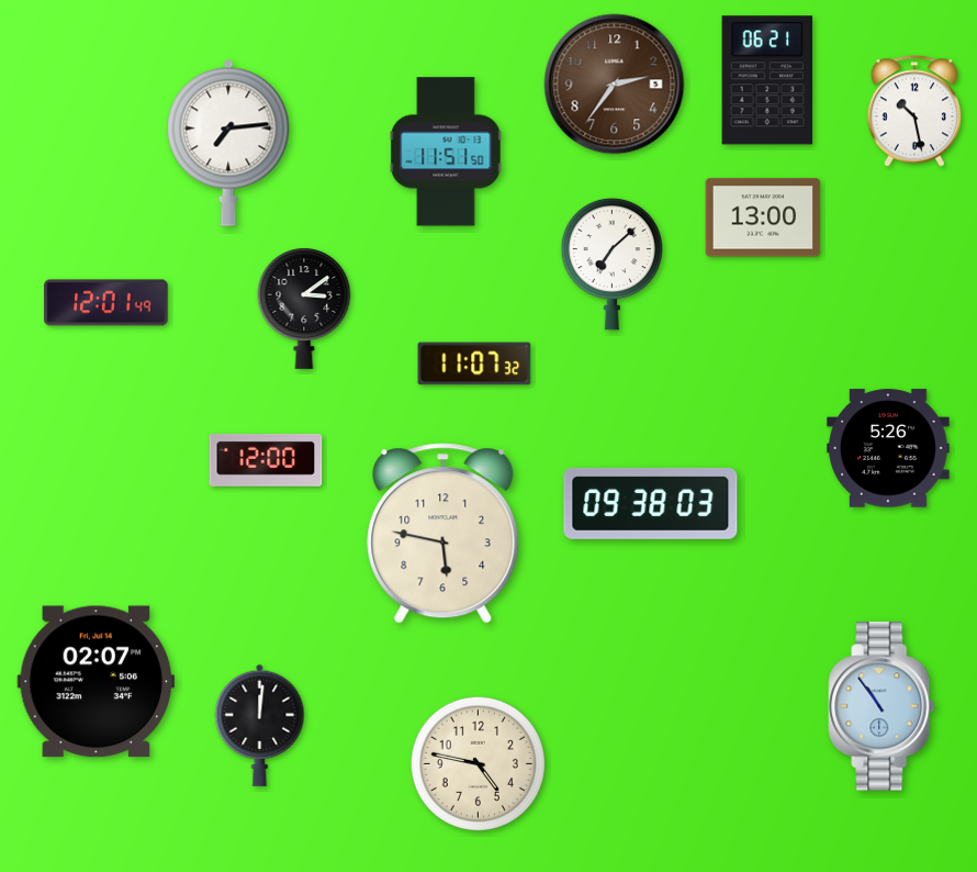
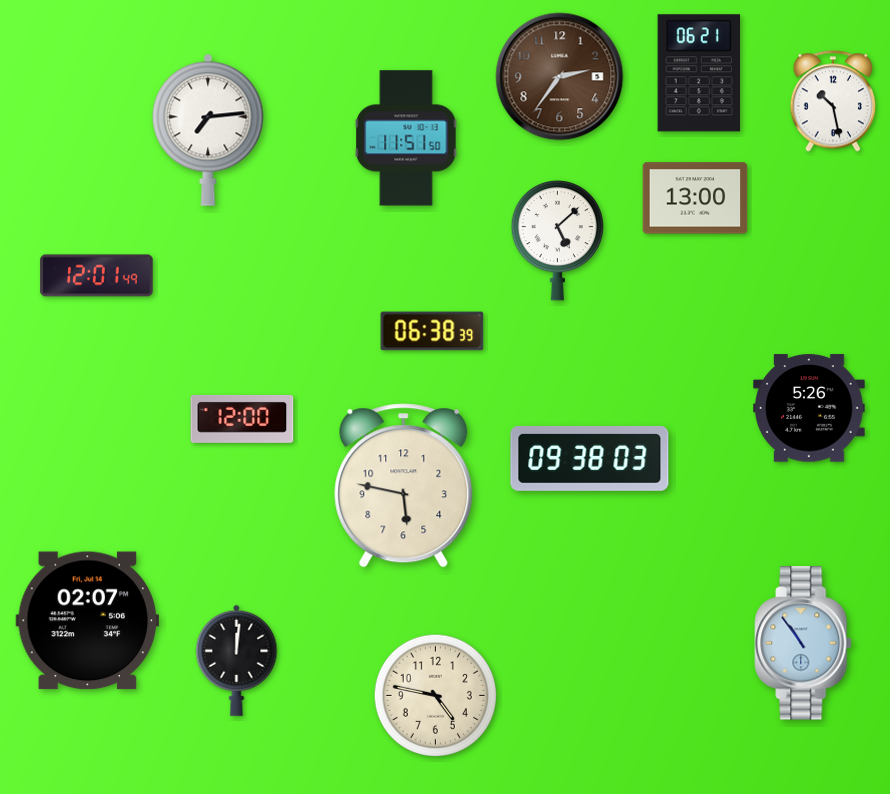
clock at (611, 265): 7:08 -> 5:08
clock at (304, 309): 3:09 -> none
clock at (474, 364): 11:07 -> 06:38
clock at (651, 503) position: (651, 503) -> (590, 458)
